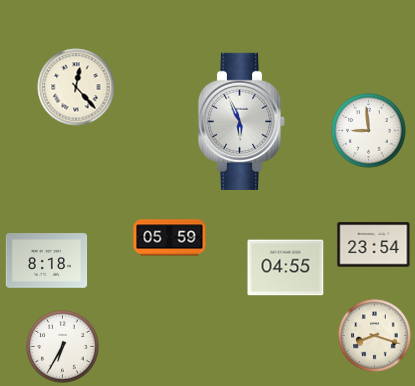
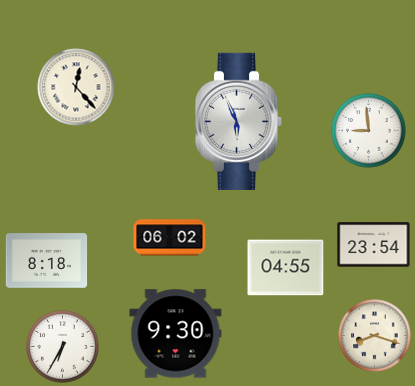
clock at (242, 121) position: (242, 121) -> (239, 121)
clock at (170, 238): 05:59 -> 06:02
clock at (176, 334): none -> 9:30
